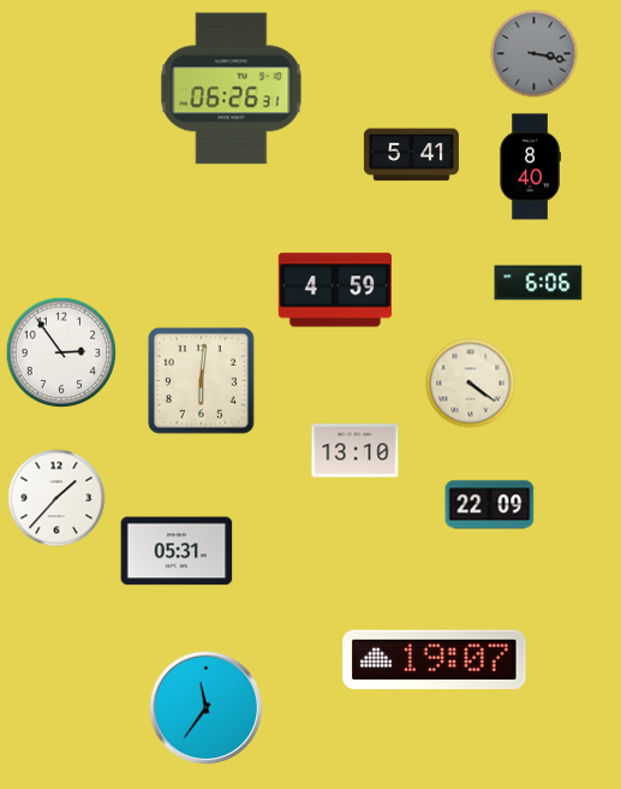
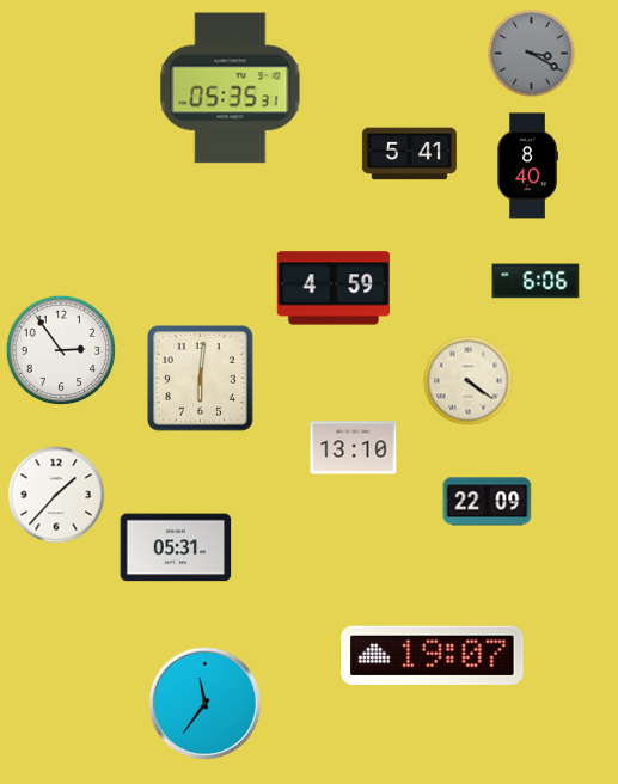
clock at (535, 54): 3:17 -> 3:20
clock at (232, 89): 06:26 -> 05:35
